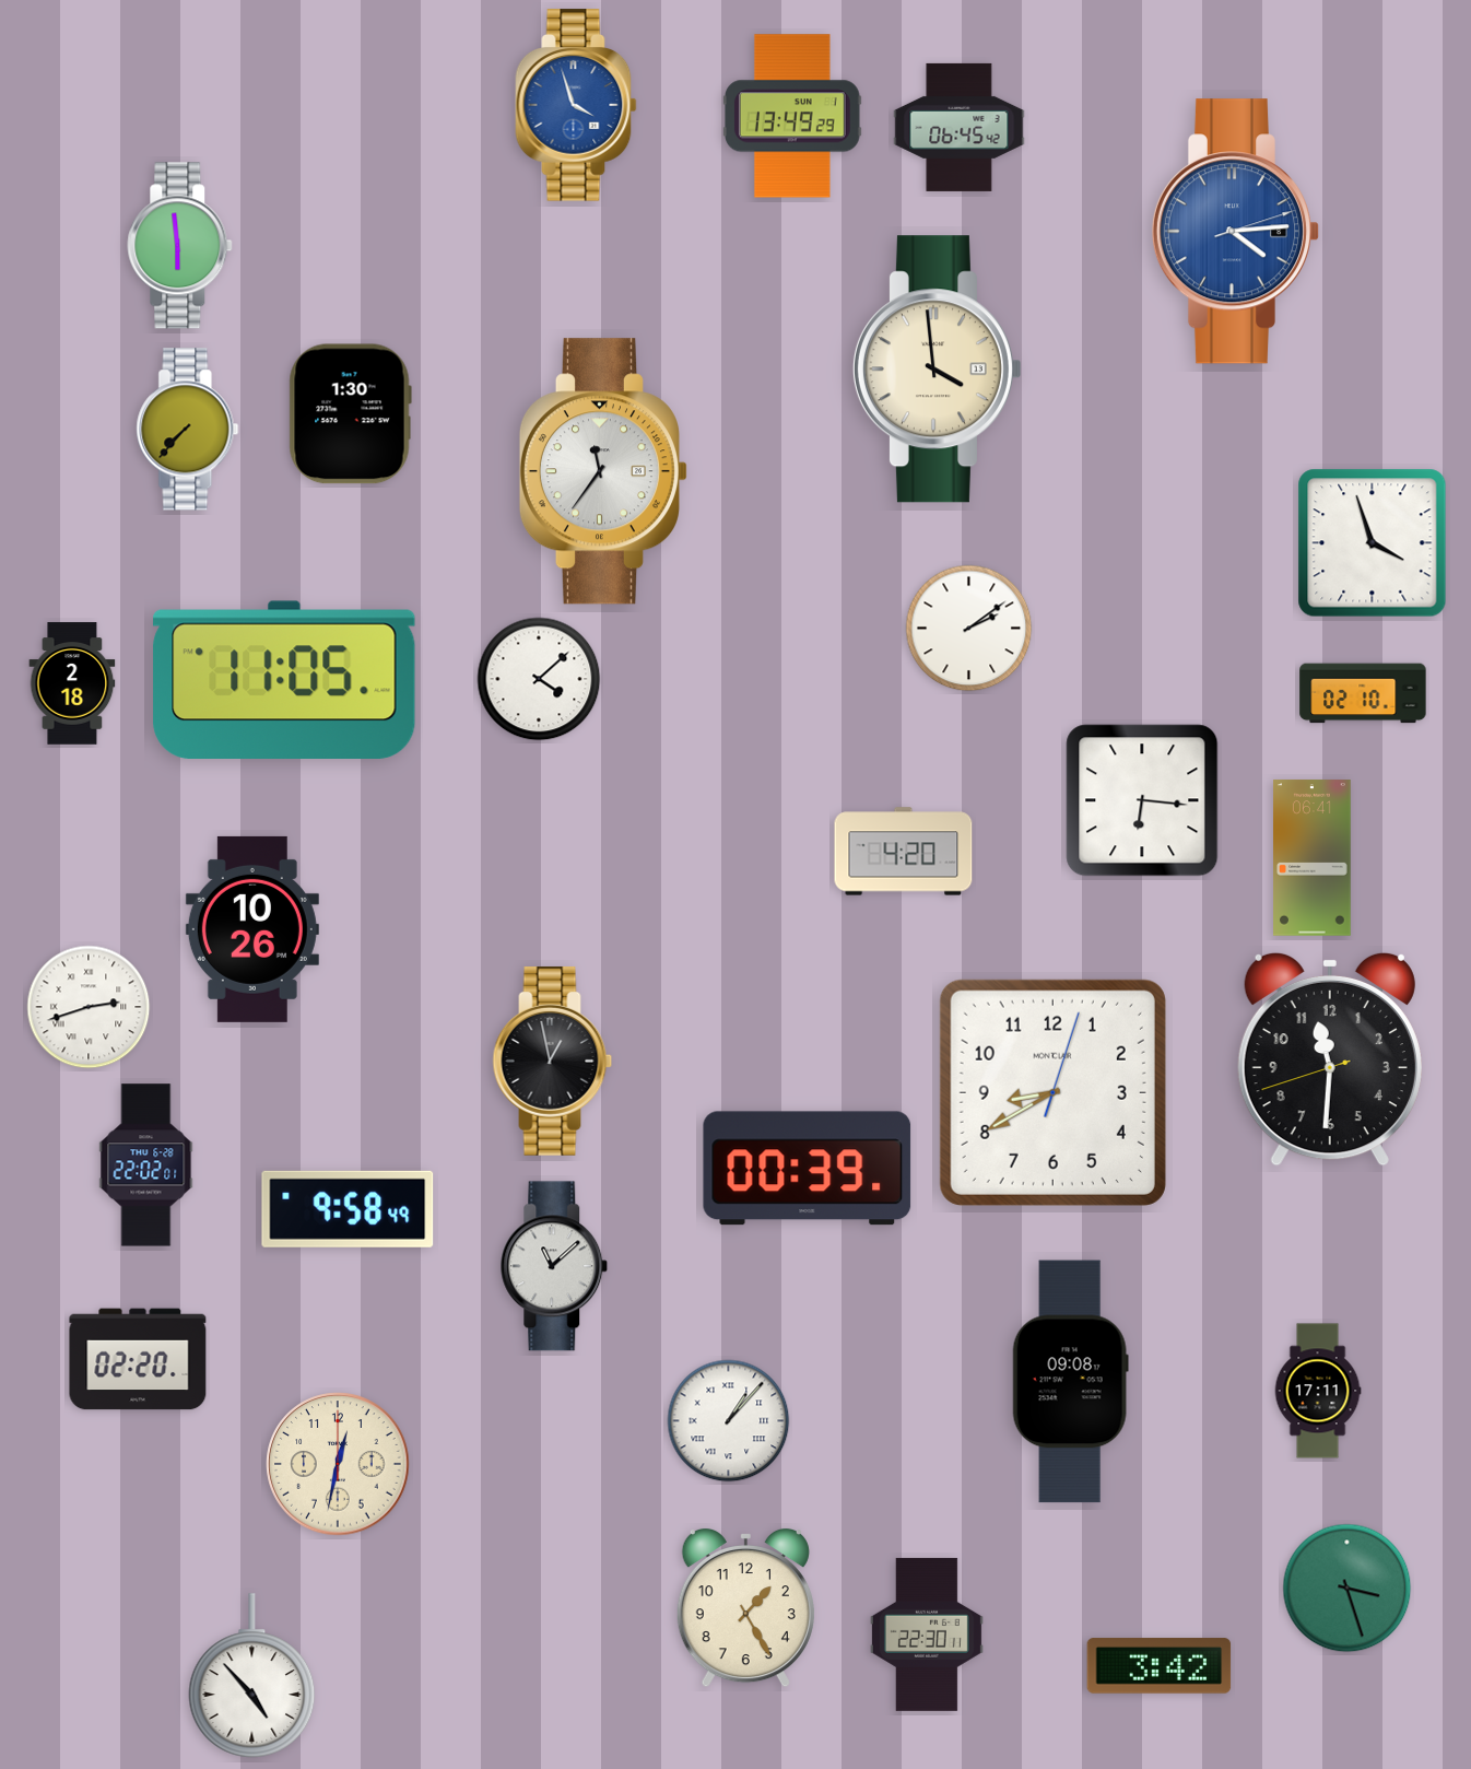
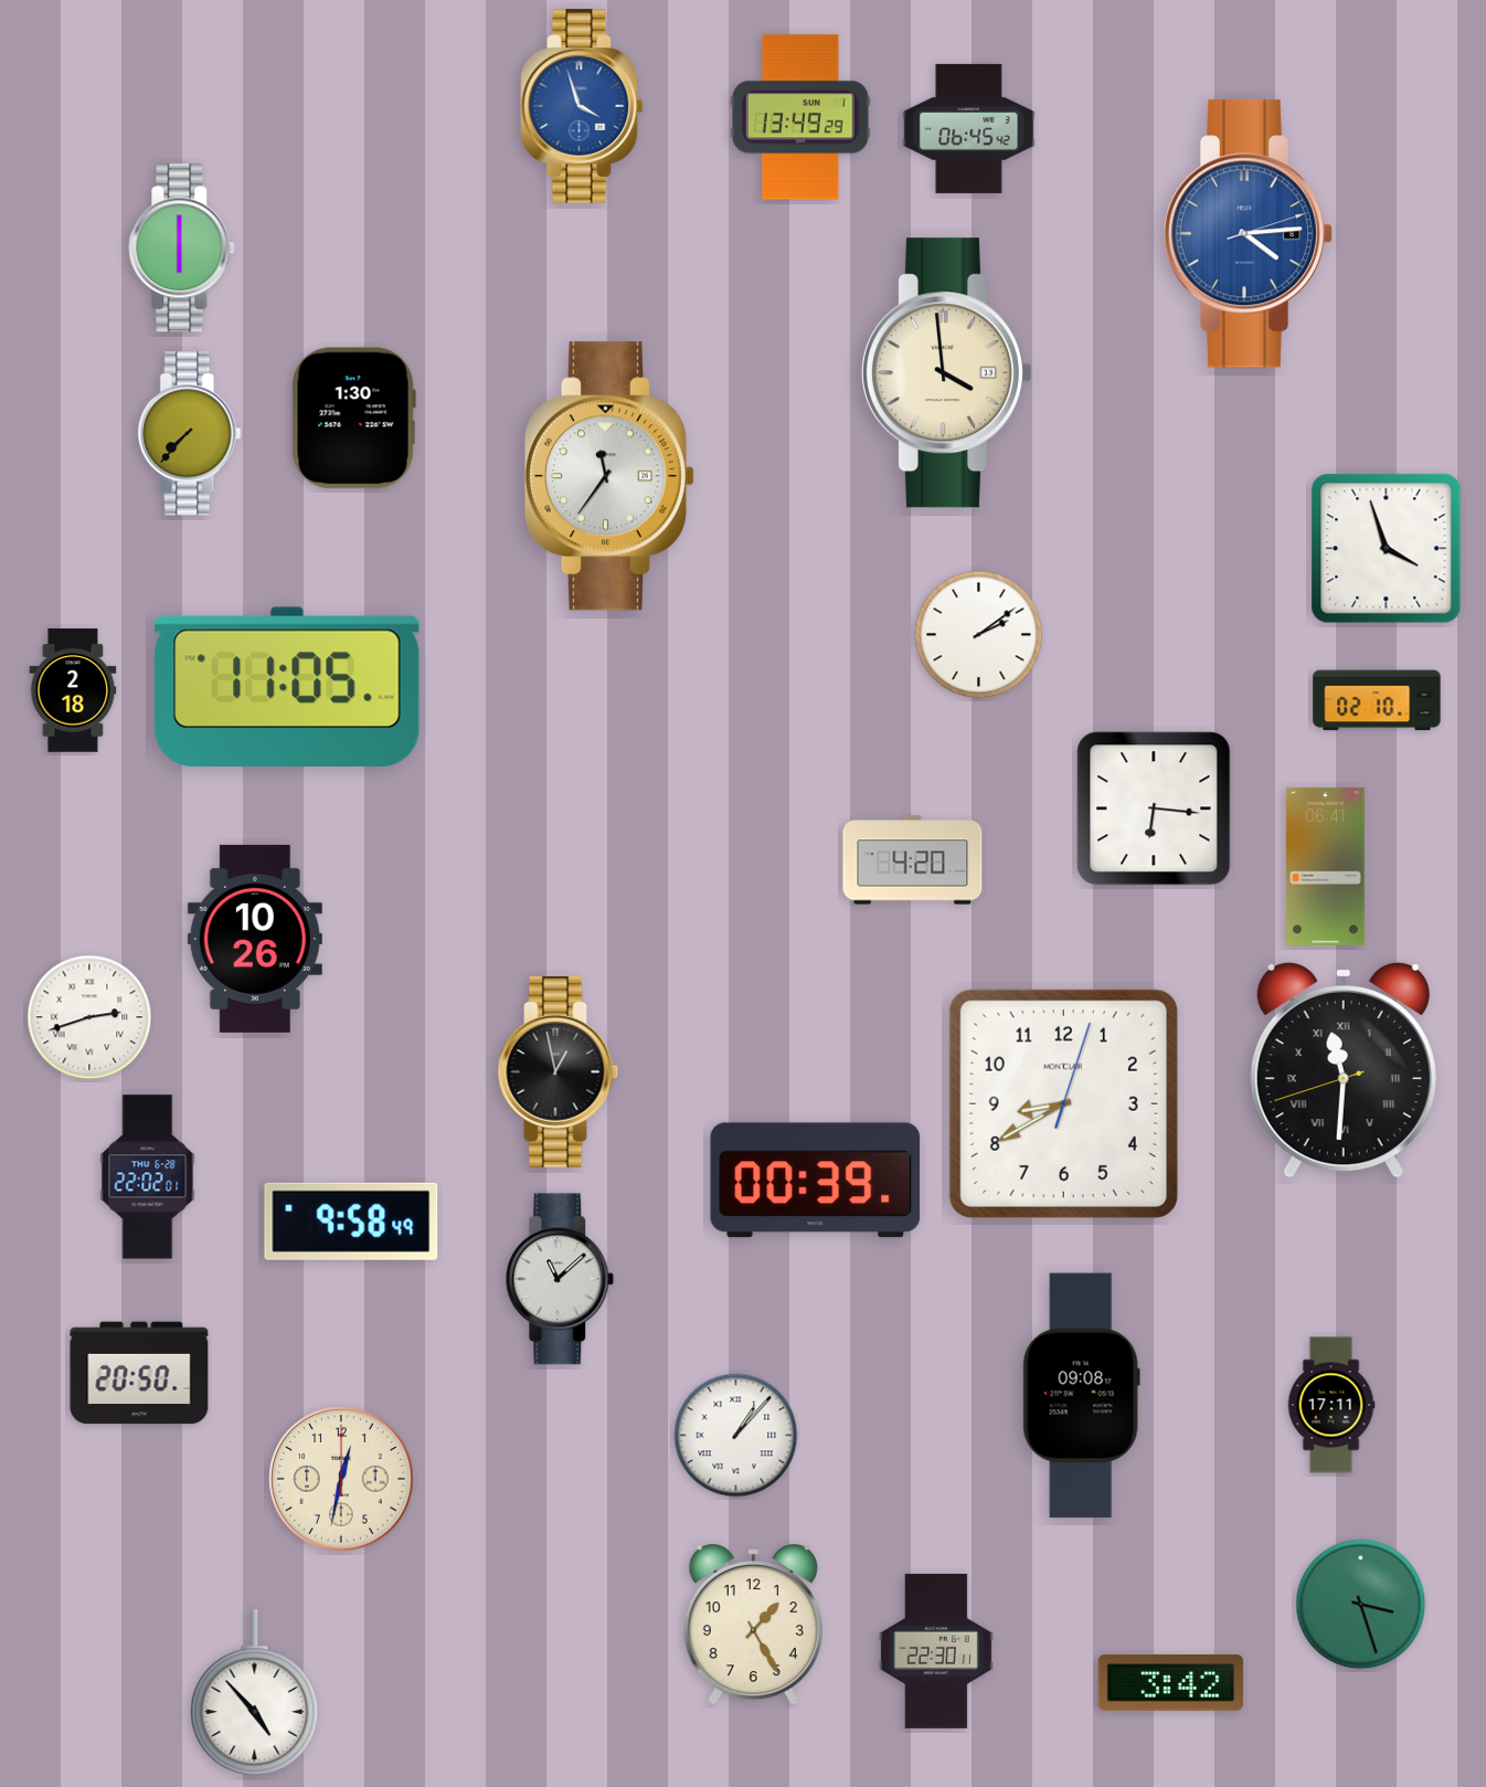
clock at (180, 246): 5:59 -> 6:00
clock at (539, 679): 4:08 -> none
clock at (1330, 1059) numerals: Arabic -> Roman
clock at (138, 1359): 02:20 -> 20:50
